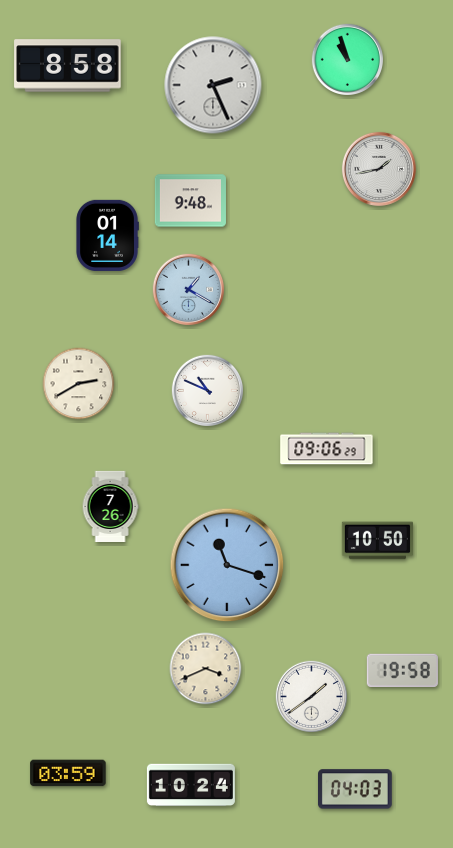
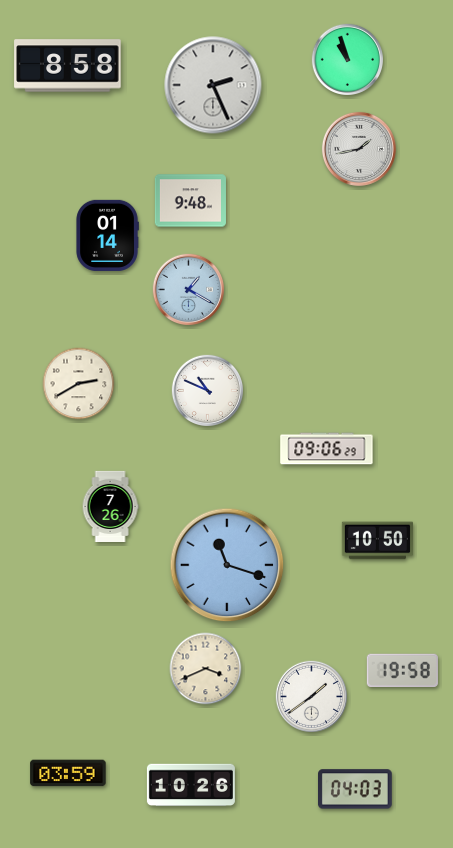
clock at (379, 169) position: (379, 169) -> (359, 149)
clock at (191, 785): 10:24 -> 10:26
